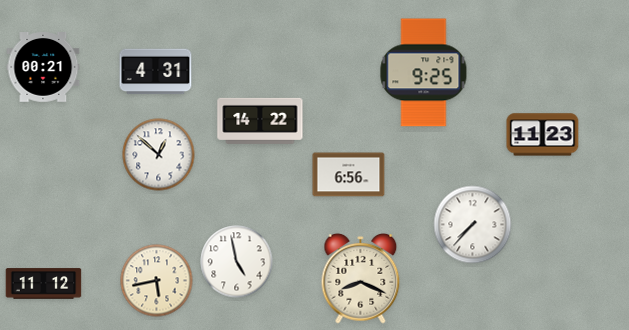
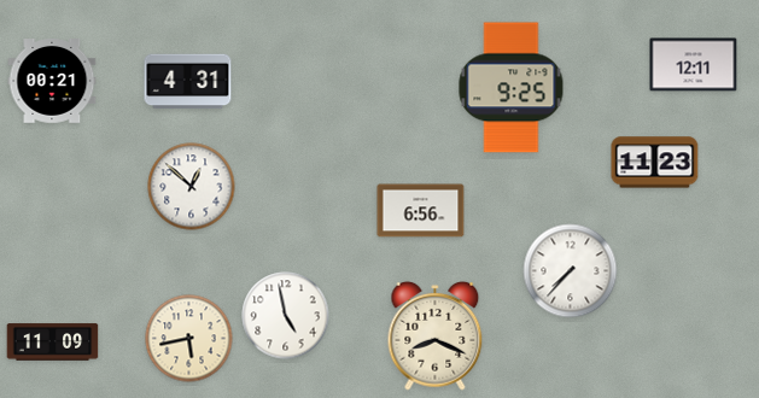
clock at (694, 65): none -> 12:11
clock at (156, 72) position: (156, 72) -> (188, 82)
clock at (260, 121): 14:22 -> none
clock at (44, 284): 11:12 -> 11:09
